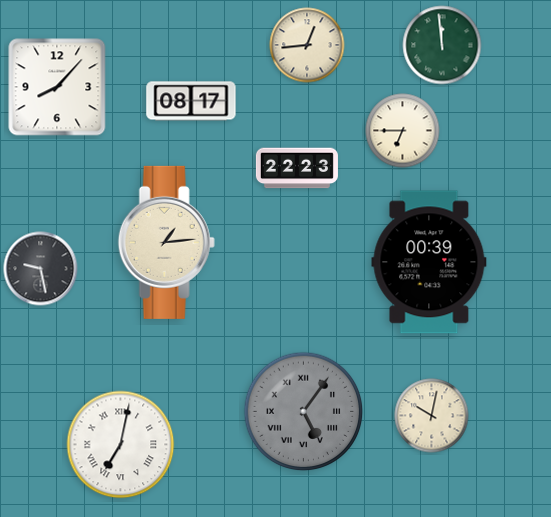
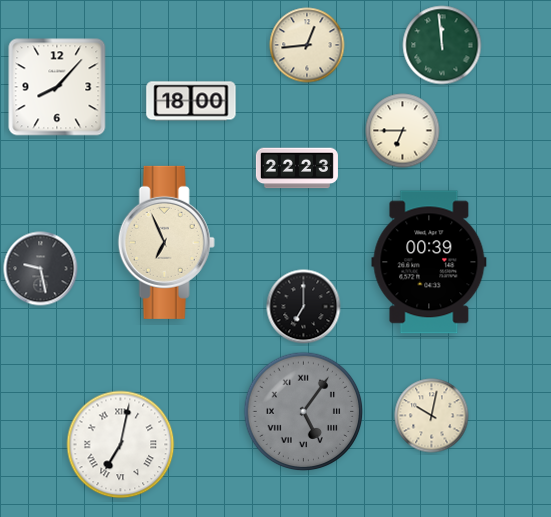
clock at (191, 101): 08:17 -> 18:00
clock at (166, 242): 1:14 -> 6:56
clock at (304, 307): none -> 7:00
